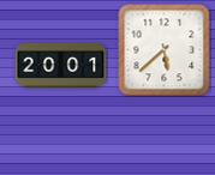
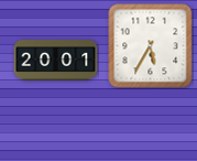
clock at (165, 50): 5:38 -> 5:35
